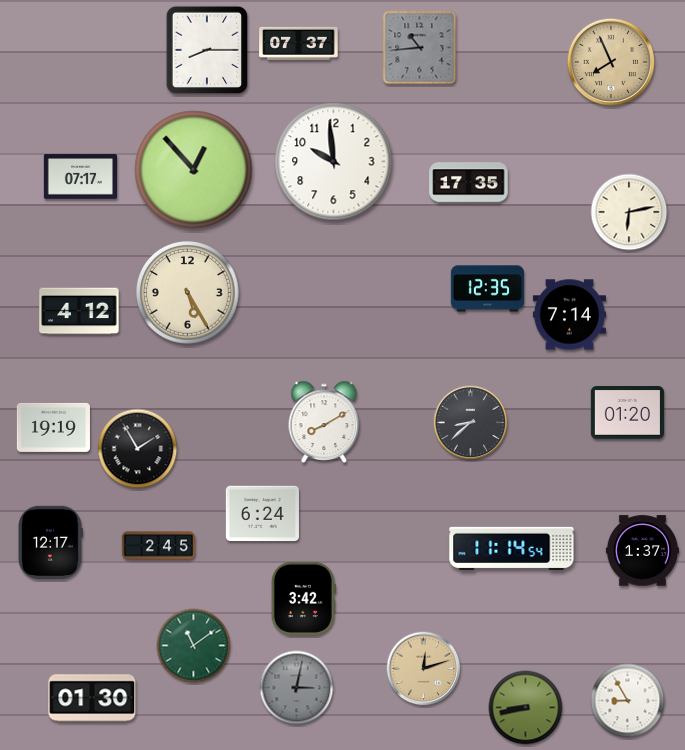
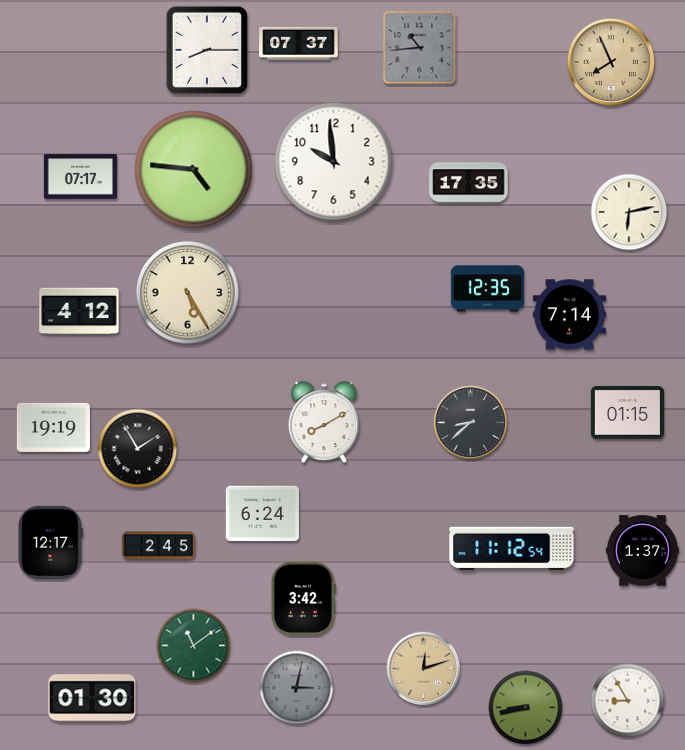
clock at (194, 170): 12:53 -> 4:46
clock at (627, 413): 01:20 -> 01:15
clock at (512, 548): 11:14 -> 11:12
